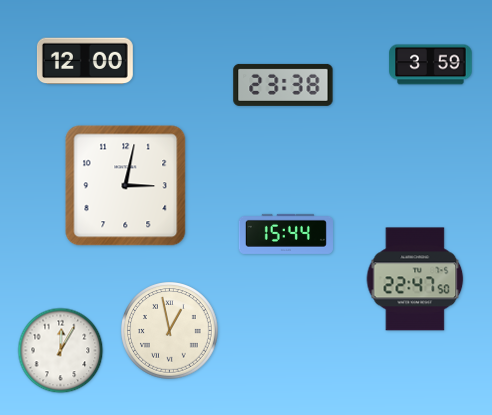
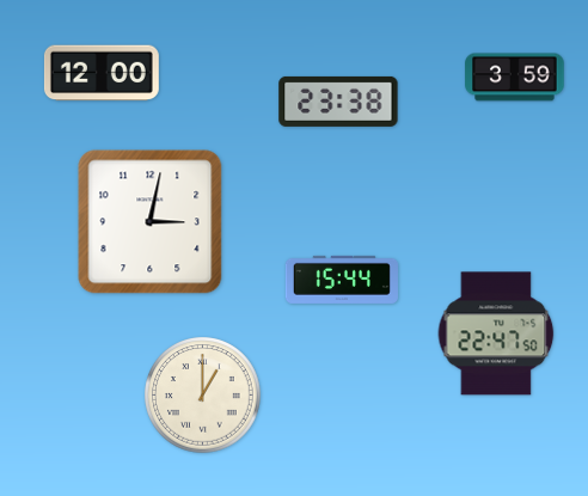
clock at (170, 331): 12:58 -> 1:00
clock at (61, 351): 12:05 -> none
